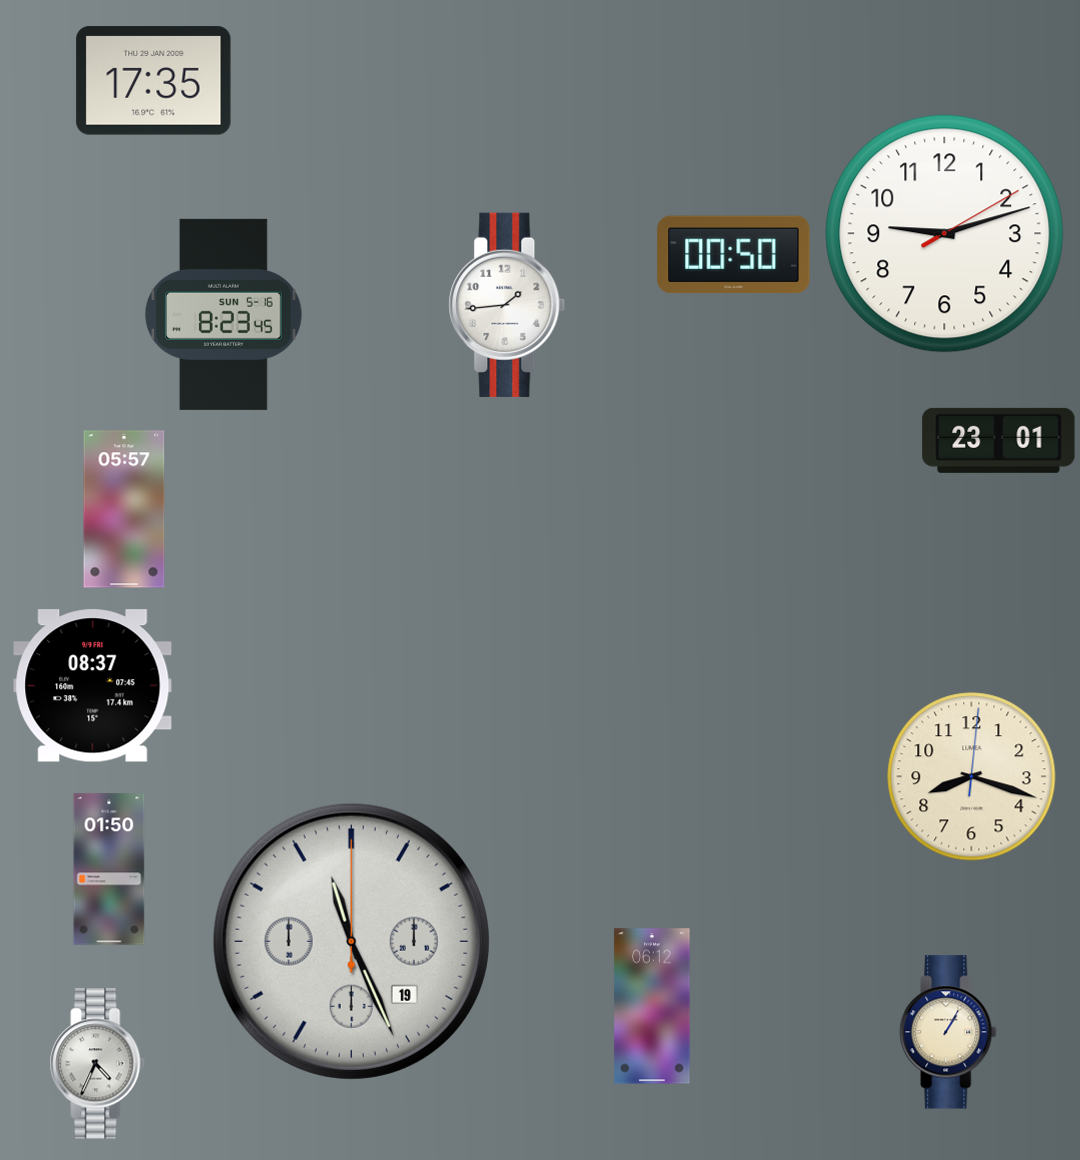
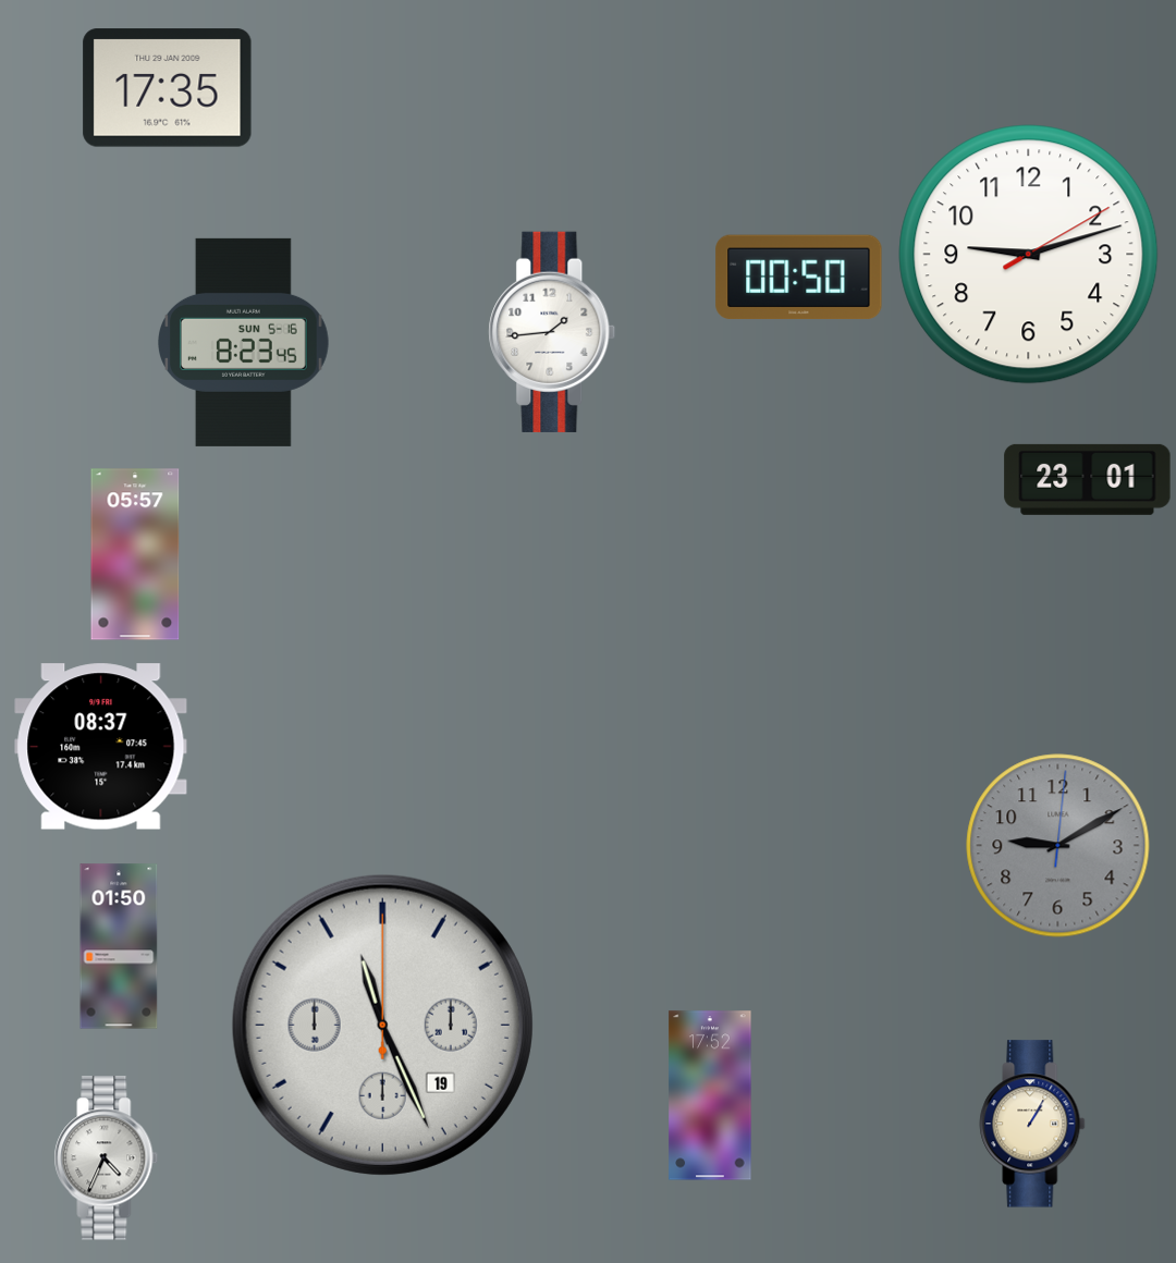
clock at (972, 777): 8:18 -> 9:10
clock at (972, 777) dial: cream -> grey
clock at (652, 1006): 06:12 -> 17:52
